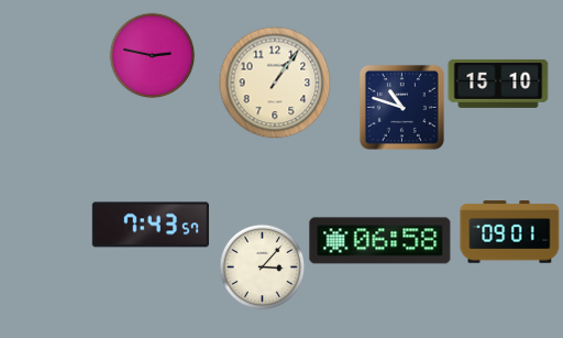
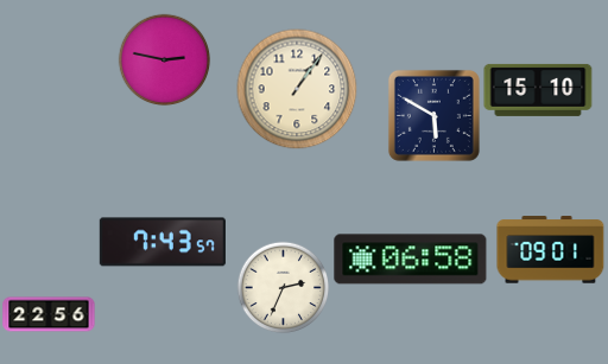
clock at (401, 107): 10:48 -> 5:50
clock at (262, 266): 3:07 -> 2:34
clock at (49, 314): none -> 22:56
